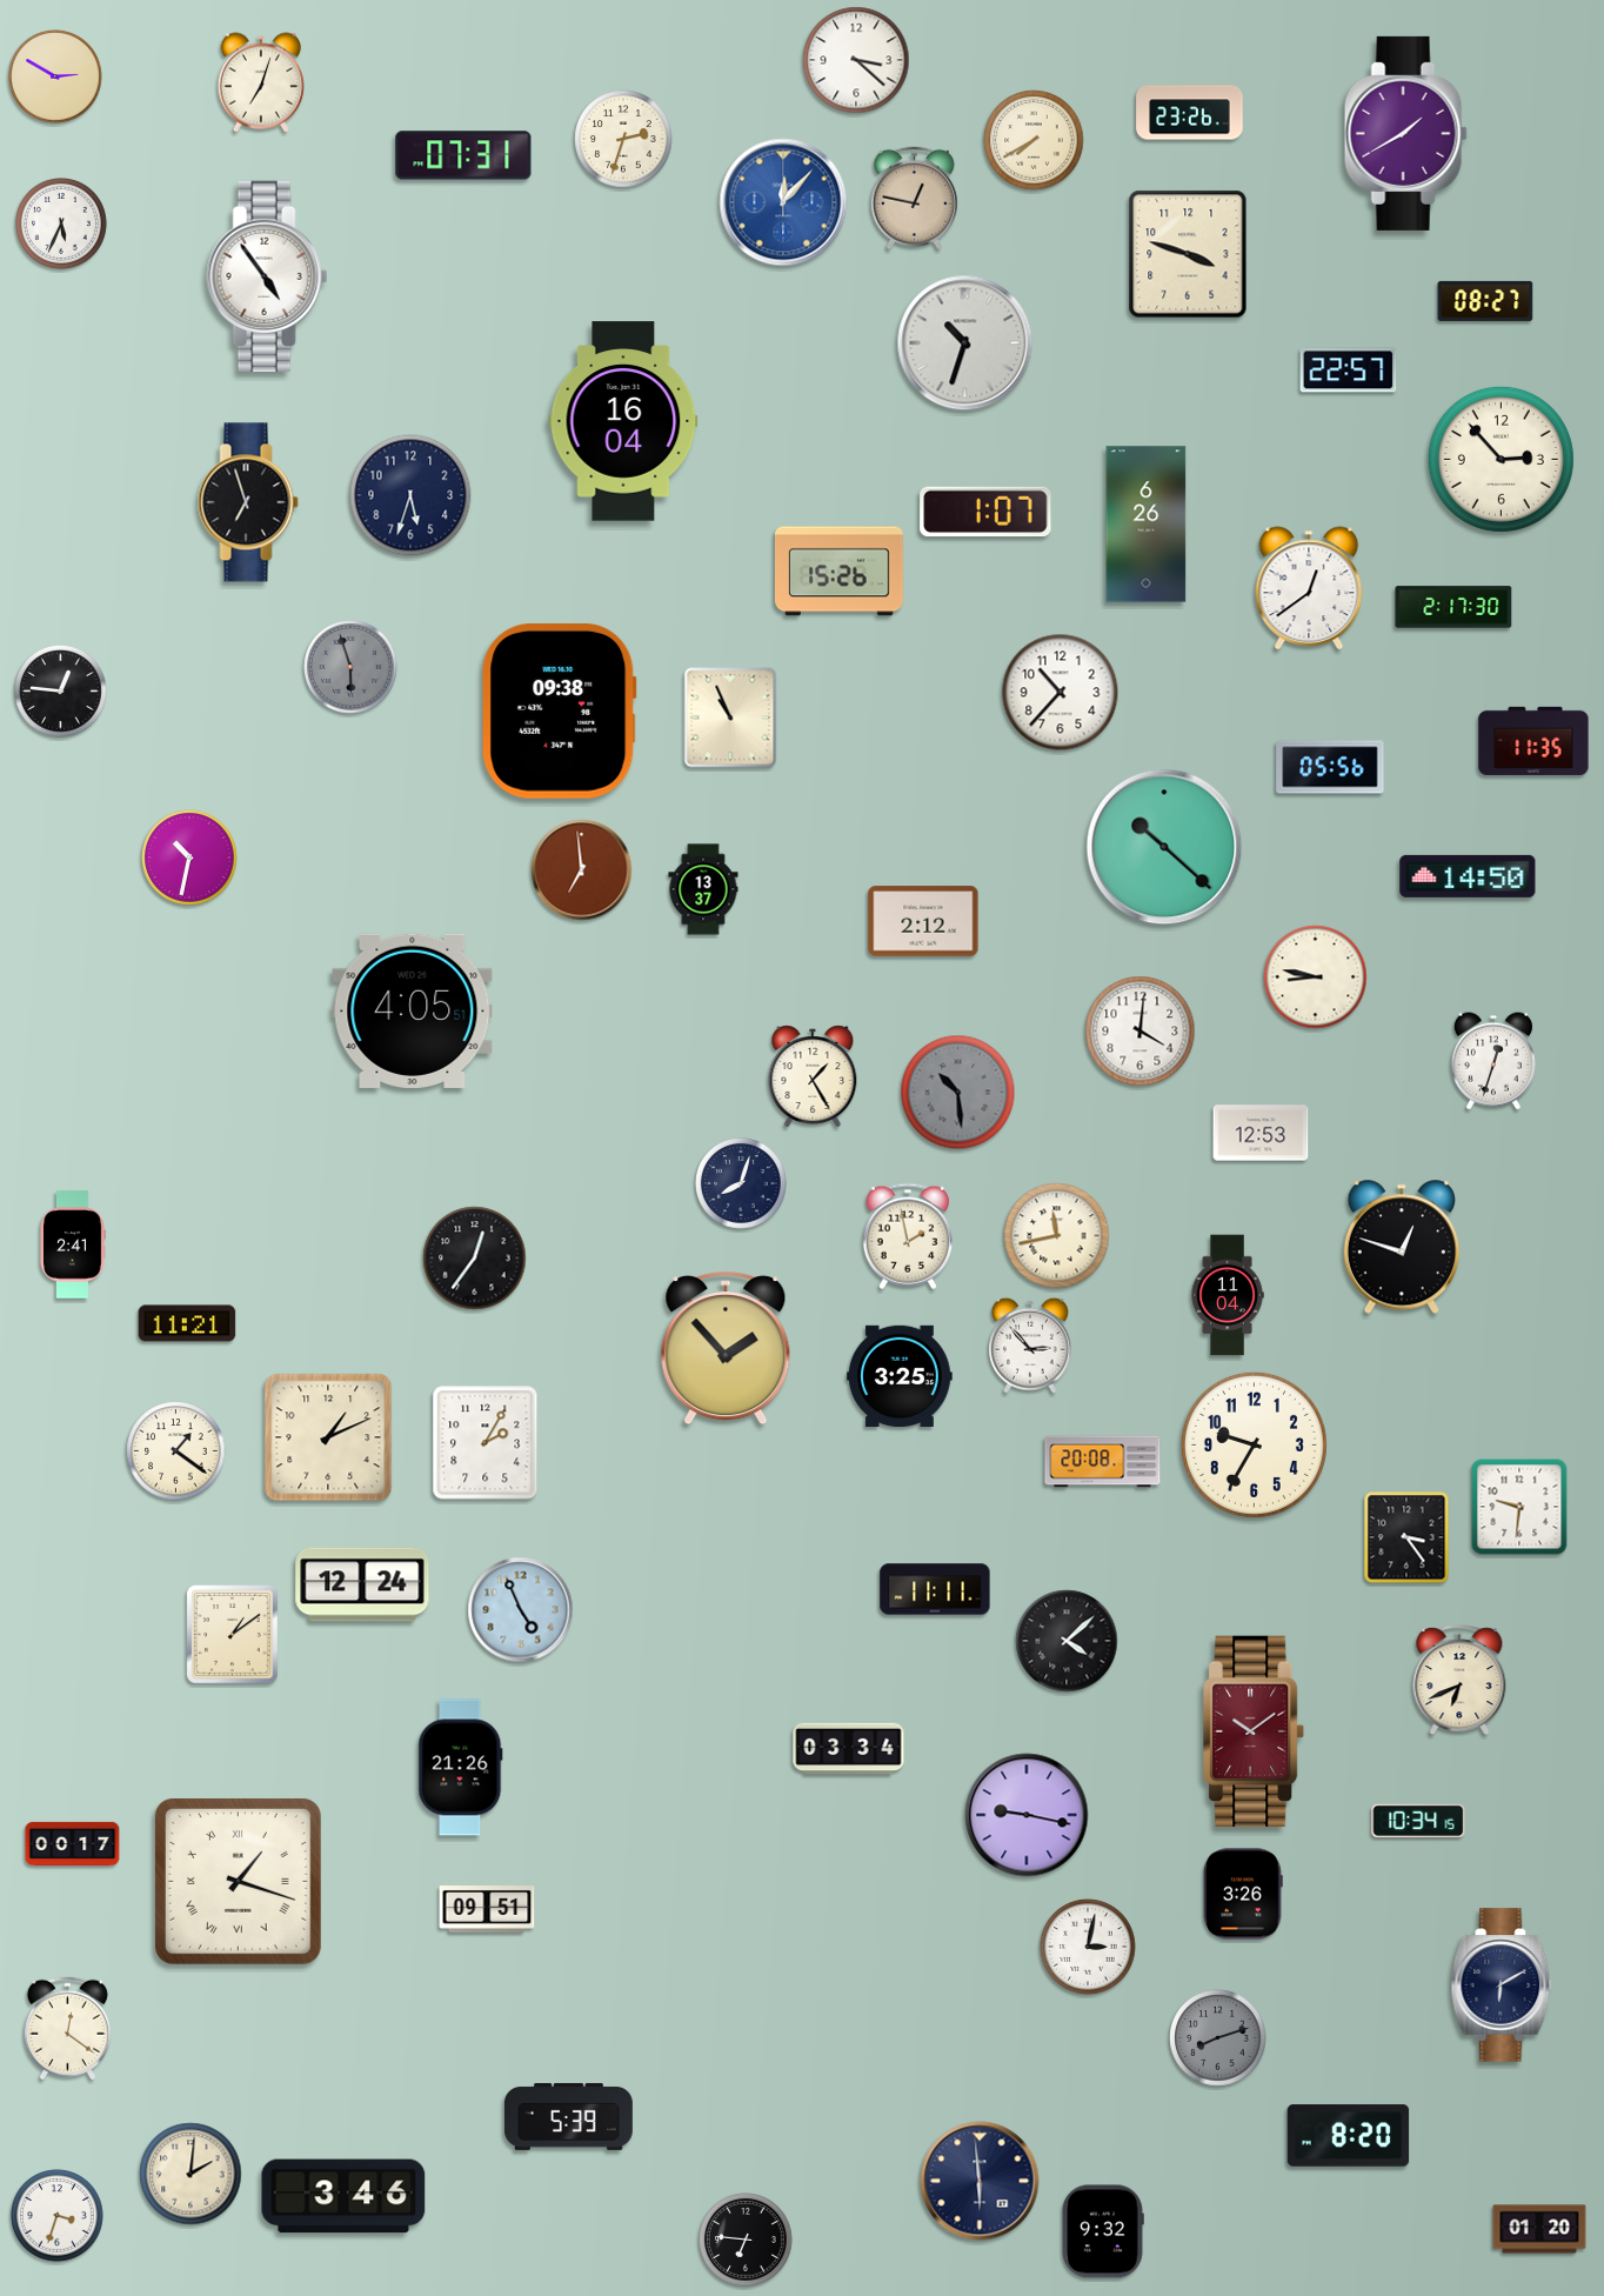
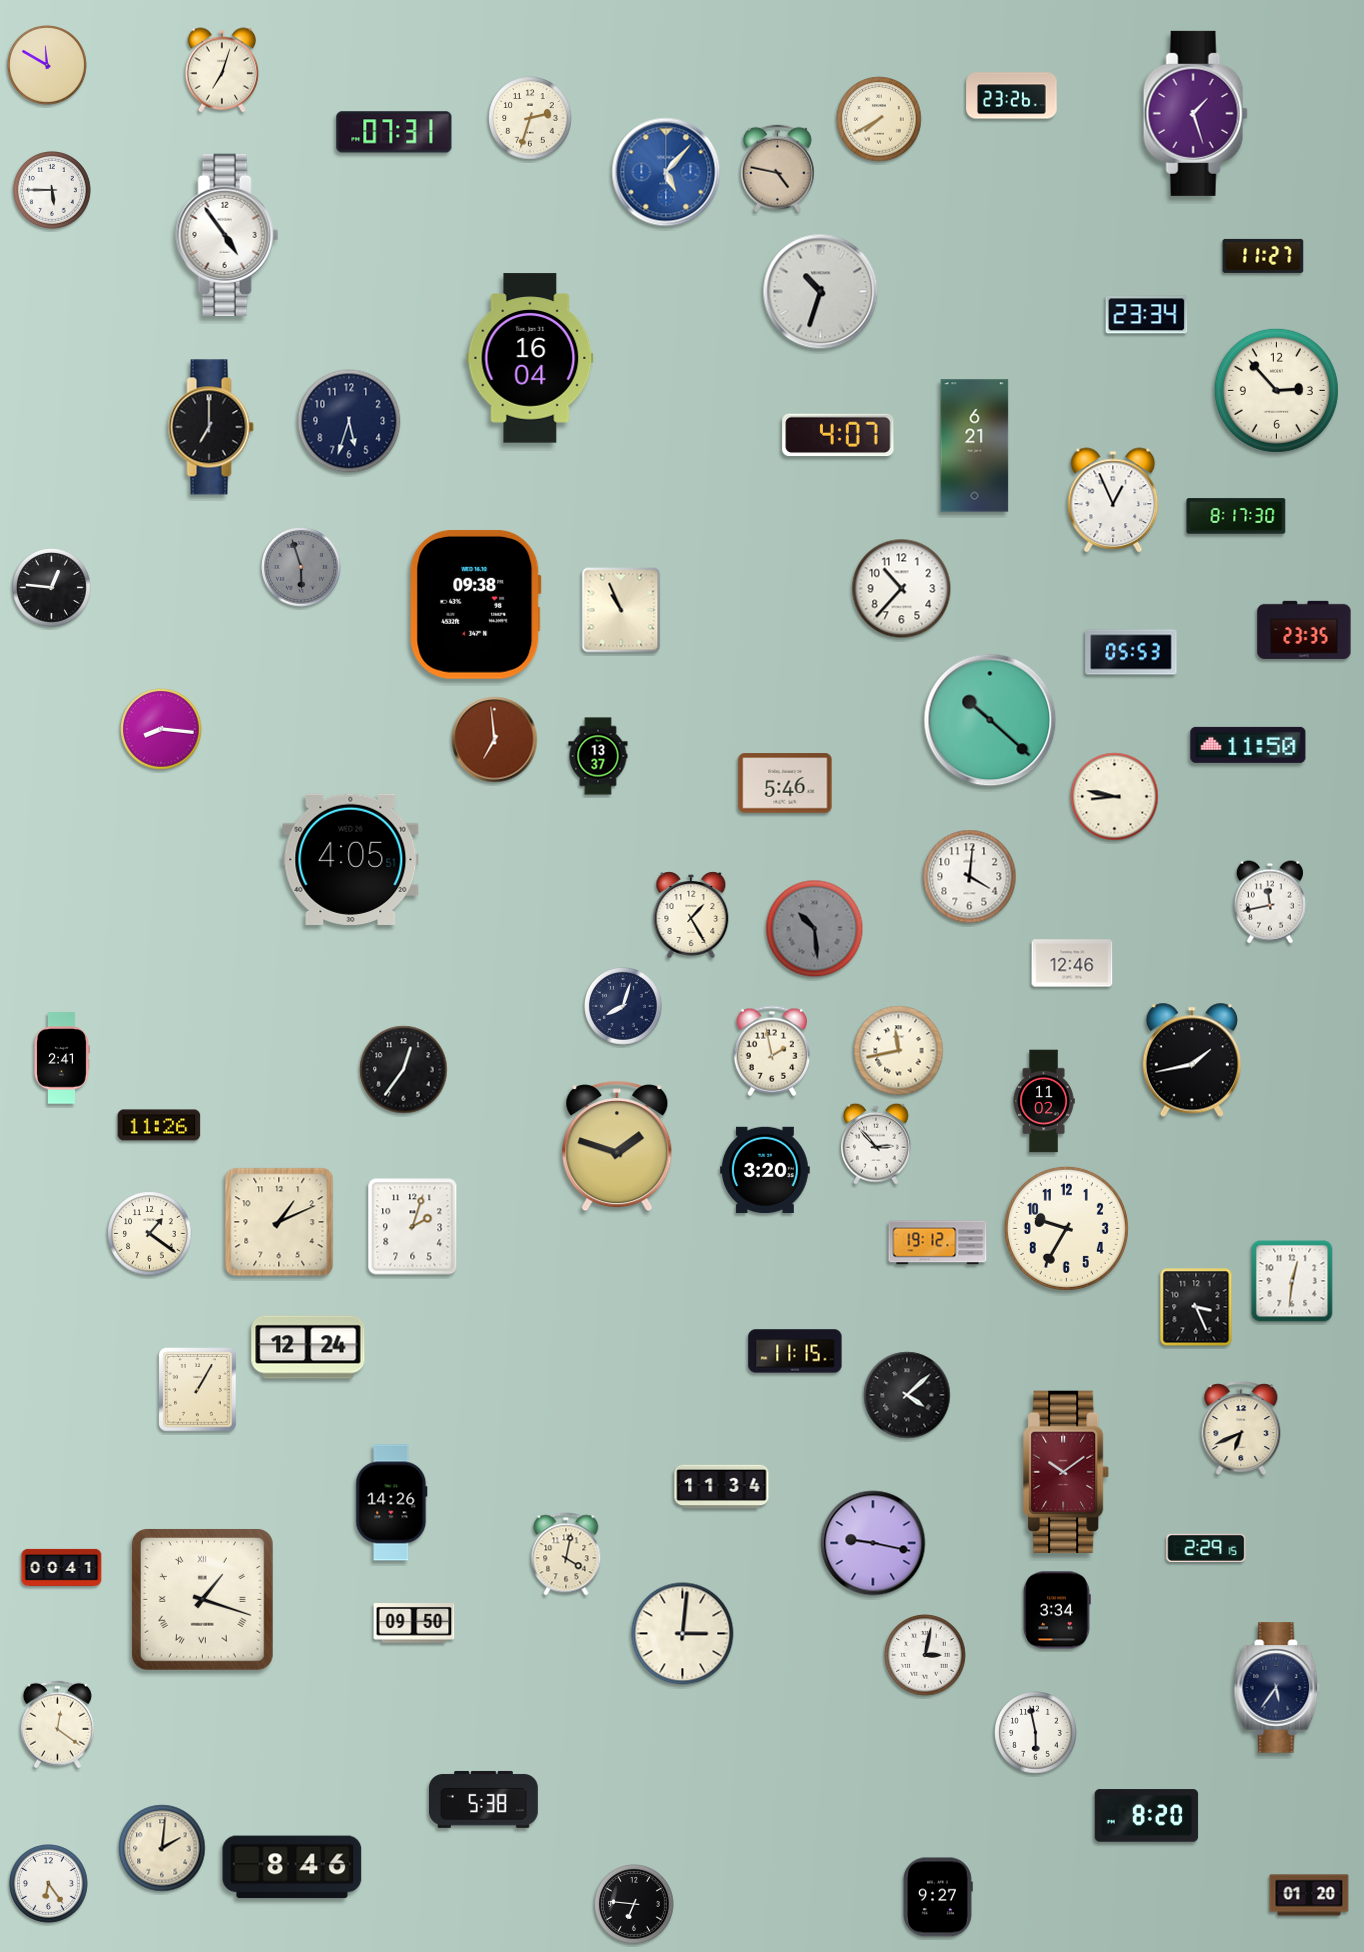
clock at (856, 60): 3:22 -> none
clock at (55, 76): 2:50 -> 11:50
clock at (1405, 133): 1:40 -> 1:27
clock at (914, 199): 12:47 -> 4:47
clock at (783, 202): 12:07 -> 5:07
clock at (62, 225): 5:34 -> 5:45
clock at (1188, 254): 3:48 -> none
clock at (1485, 301): 08:27 -> 11:27
clock at (1349, 371): 22:57 -> 23:34
clock at (248, 502): 6:57 -> 7:00
clock at (985, 512): 1:07 -> 4:07
clock at (1147, 525): 6:26 -> 6:21
clock at (838, 572): 15:26 -> none
clock at (1309, 588): 12:39 -> 12:56
clock at (1453, 607): 2:17 -> 8:17
clock at (350, 667) position: (350, 667) -> (301, 567)
clock at (1533, 741): 11:35 -> 23:35
clock at (1330, 767): 05:56 -> 05:53
clock at (189, 857): 10:32 -> 8:16
clock at (1468, 876): 14:50 -> 11:50
clock at (923, 921): 2:12 -> 5:46
clock at (1316, 977) position: (1316, 977) -> (1115, 797)
clock at (1493, 1061): 12:33 -> 11:43
clock at (1261, 1133): 12:53 -> 12:46
clock at (742, 1184) position: (742, 1184) -> (624, 1007)
clock at (1401, 1247): 12:48 -> 1:43
clock at (1228, 1295): 11:04 -> 11:02
clock at (187, 1323): 11:21 -> 11:26
clock at (726, 1348): 1:53 -> 1:48
clock at (900, 1375): 3:25 -> 3:20
clock at (486, 1443): 2:05 -> 2:03
clock at (1103, 1462): 20:08 -> 19:12
clock at (1519, 1507): 9:31 -> 12:31
clock at (1406, 1537): 3:24 -> 3:26
clock at (935, 1589): 11:11 -> 11:15
clock at (521, 1610): 4:56 -> none
clock at (233, 1635): 1:09 -> 1:05
clock at (849, 1749): 03:34 -> 11:34
clock at (461, 1768): 21:26 -> 14:26
clock at (1418, 1821): 10:34 -> 2:29
clock at (566, 1554): none -> 4:02
clock at (73, 1843): 00:17 -> 00:41
clock at (1243, 1894): 3:26 -> 3:34
clock at (487, 1910): 09:51 -> 09:50
clock at (683, 1634): none -> 3:01
clock at (1502, 1985): 6:10 -> 5:36
clock at (1218, 2038): 8:12 -> 5:58
clock at (1218, 2038) dial: grey -> white
clock at (569, 2116): 5:39 -> 5:38
clock at (980, 2181): 5:59 -> none
clock at (343, 2196): 3:46 -> 8:46
clock at (58, 2216): 3:33 -> 6:24
clock at (1103, 2231): 9:32 -> 9:27
